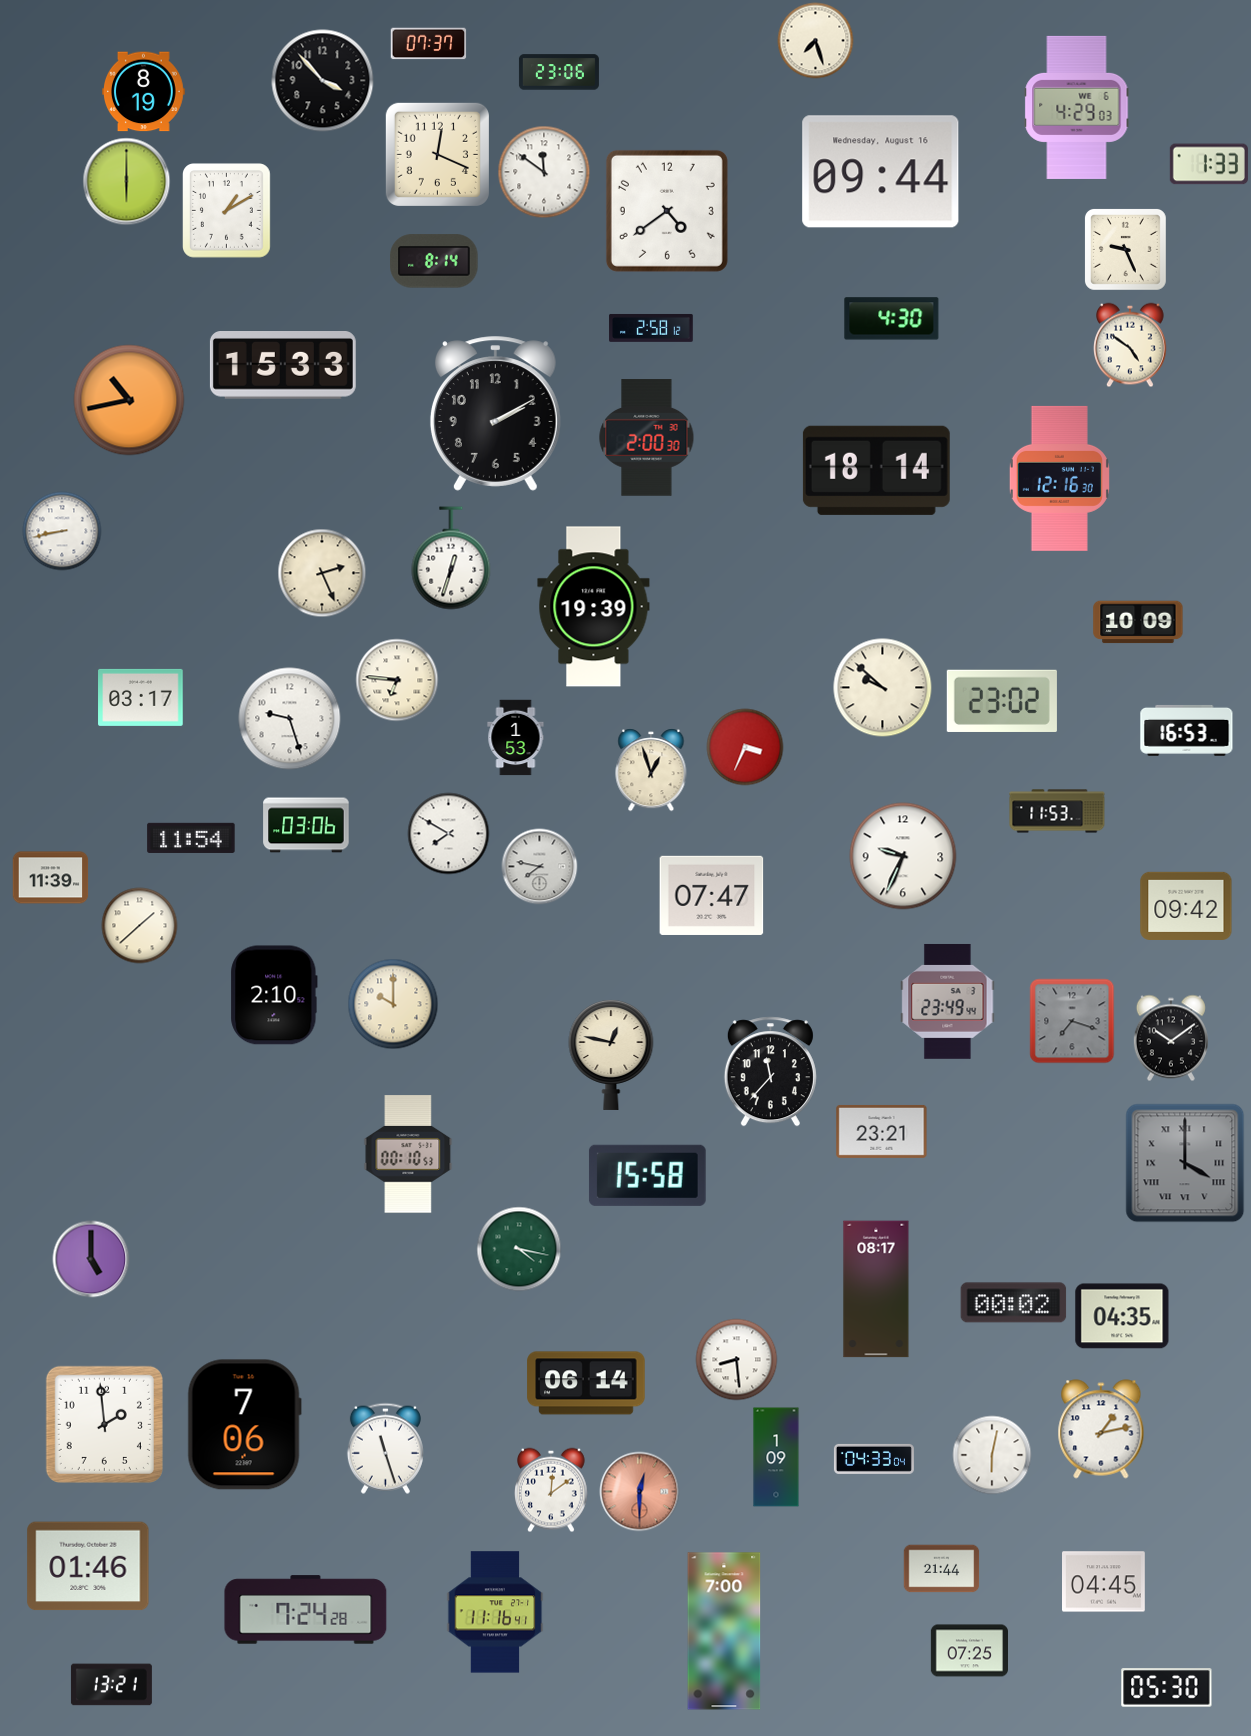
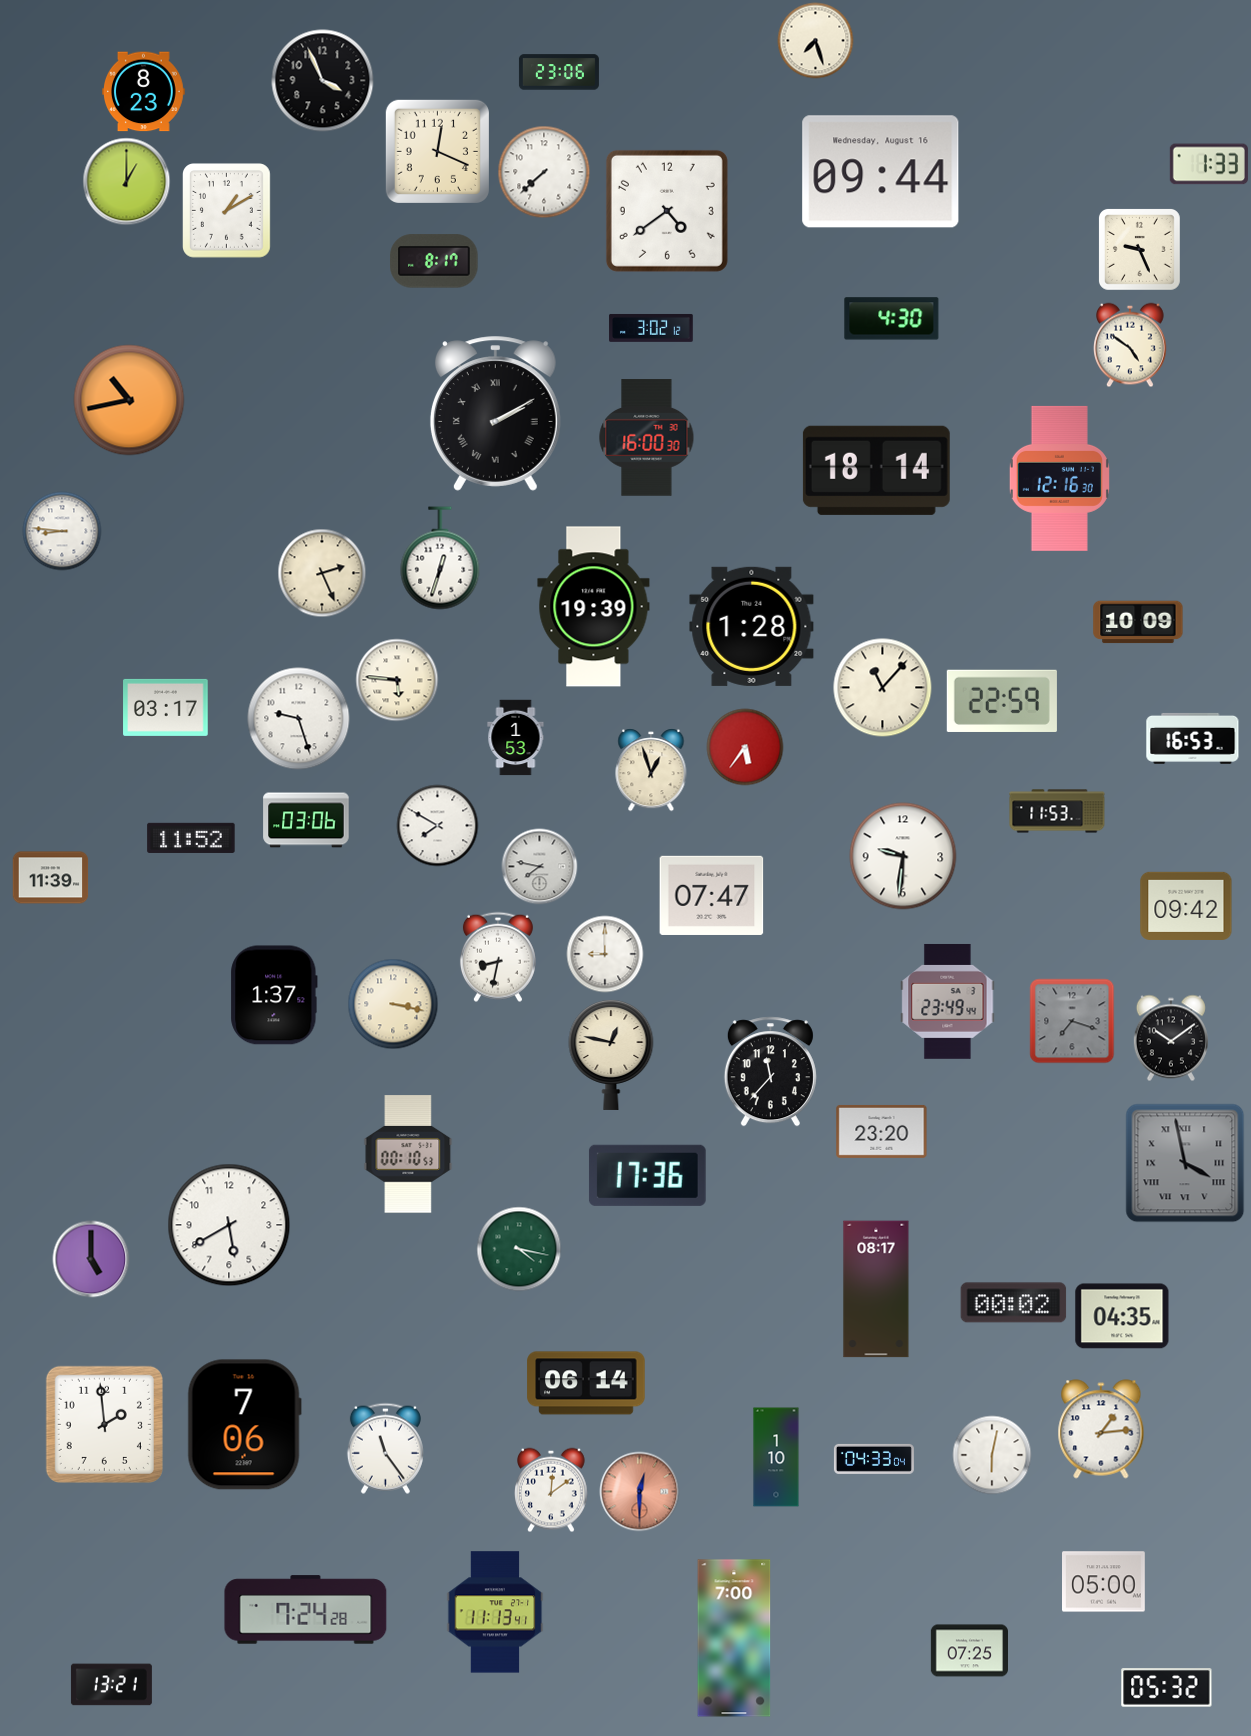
clock at (429, 44): 07:37 -> none
clock at (323, 81): 3:53 -> 3:56
clock at (144, 92): 8:19 -> 8:23
clock at (1077, 107): 4:29 -> none
clock at (437, 154) position: (437, 154) -> (437, 151)
clock at (544, 172): 11:51 -> 7:38
clock at (127, 182): 6:00 -> 1:00
clock at (1125, 249) position: (1125, 249) -> (1139, 249)
clock at (434, 261): 8:14 -> 8:17
clock at (651, 328): 2:58 -> 3:02
clock at (283, 366): 15:33 -> none
clock at (495, 414) numerals: Arabic -> Roman
clock at (647, 438): 2:00 -> 16:00
clock at (62, 531): 8:43 -> 8:46
clock at (451, 558) position: (451, 558) -> (440, 558)
clock at (752, 626): none -> 1:28
clock at (397, 680): 6:46 -> 5:46
clock at (883, 688): 9:52 -> 11:07
clock at (141, 697) position: (141, 697) -> (166, 707)
clock at (1002, 701): 23:02 -> 22:59
clock at (290, 719) position: (290, 719) -> (299, 719)
clock at (1187, 730) position: (1187, 730) -> (1193, 738)
clock at (745, 747): 3:34 -> 5:36
clock at (306, 825) position: (306, 825) -> (306, 820)
clock at (449, 834) position: (449, 834) -> (438, 826)
clock at (191, 838): 11:54 -> 11:52
clock at (903, 856): 9:34 -> 9:31
clock at (140, 926): 1:38 -> none
clock at (605, 954): none -> 9:00
clock at (498, 957): none -> 8:32
clock at (274, 995): 2:10 -> 1:37
clock at (393, 1004): 10:00 -> 3:17
clock at (882, 1131): 23:21 -> 23:20
clock at (1185, 1163): 4:00 -> 3:58
clock at (647, 1175): 15:58 -> 17:36
clock at (229, 1225): none -> 5:40
clock at (737, 1360): 8:29 -> none
clock at (1101, 1429): 1:13 -> 1:14
clock at (385, 1448): 11:27 -> 11:24
clock at (776, 1457): 1:09 -> 1:10
clock at (88, 1566): 01:46 -> none
clock at (942, 1569): 21:44 -> none
clock at (1104, 1582): 04:45 -> 05:00
clock at (495, 1612): 11:16 -> 11:13
clock at (724, 1631) position: (724, 1631) -> (734, 1638)
clock at (1167, 1688): 05:30 -> 05:32
